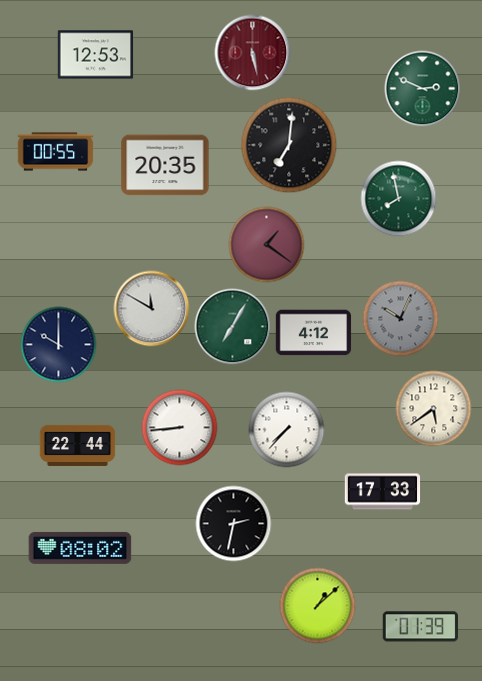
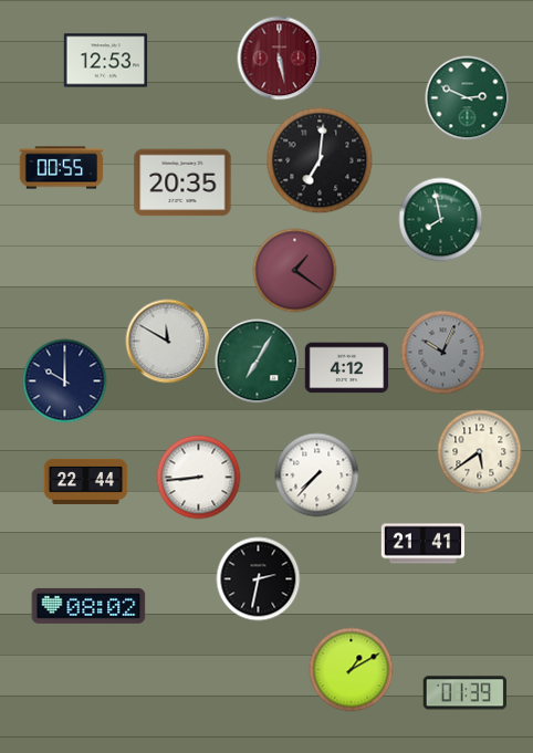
clock at (180, 428) position: (180, 428) -> (199, 478)
clock at (78, 445) position: (78, 445) -> (86, 481)
clock at (383, 492): 17:33 -> 21:41
clock at (318, 606): 1:08 -> 1:10
